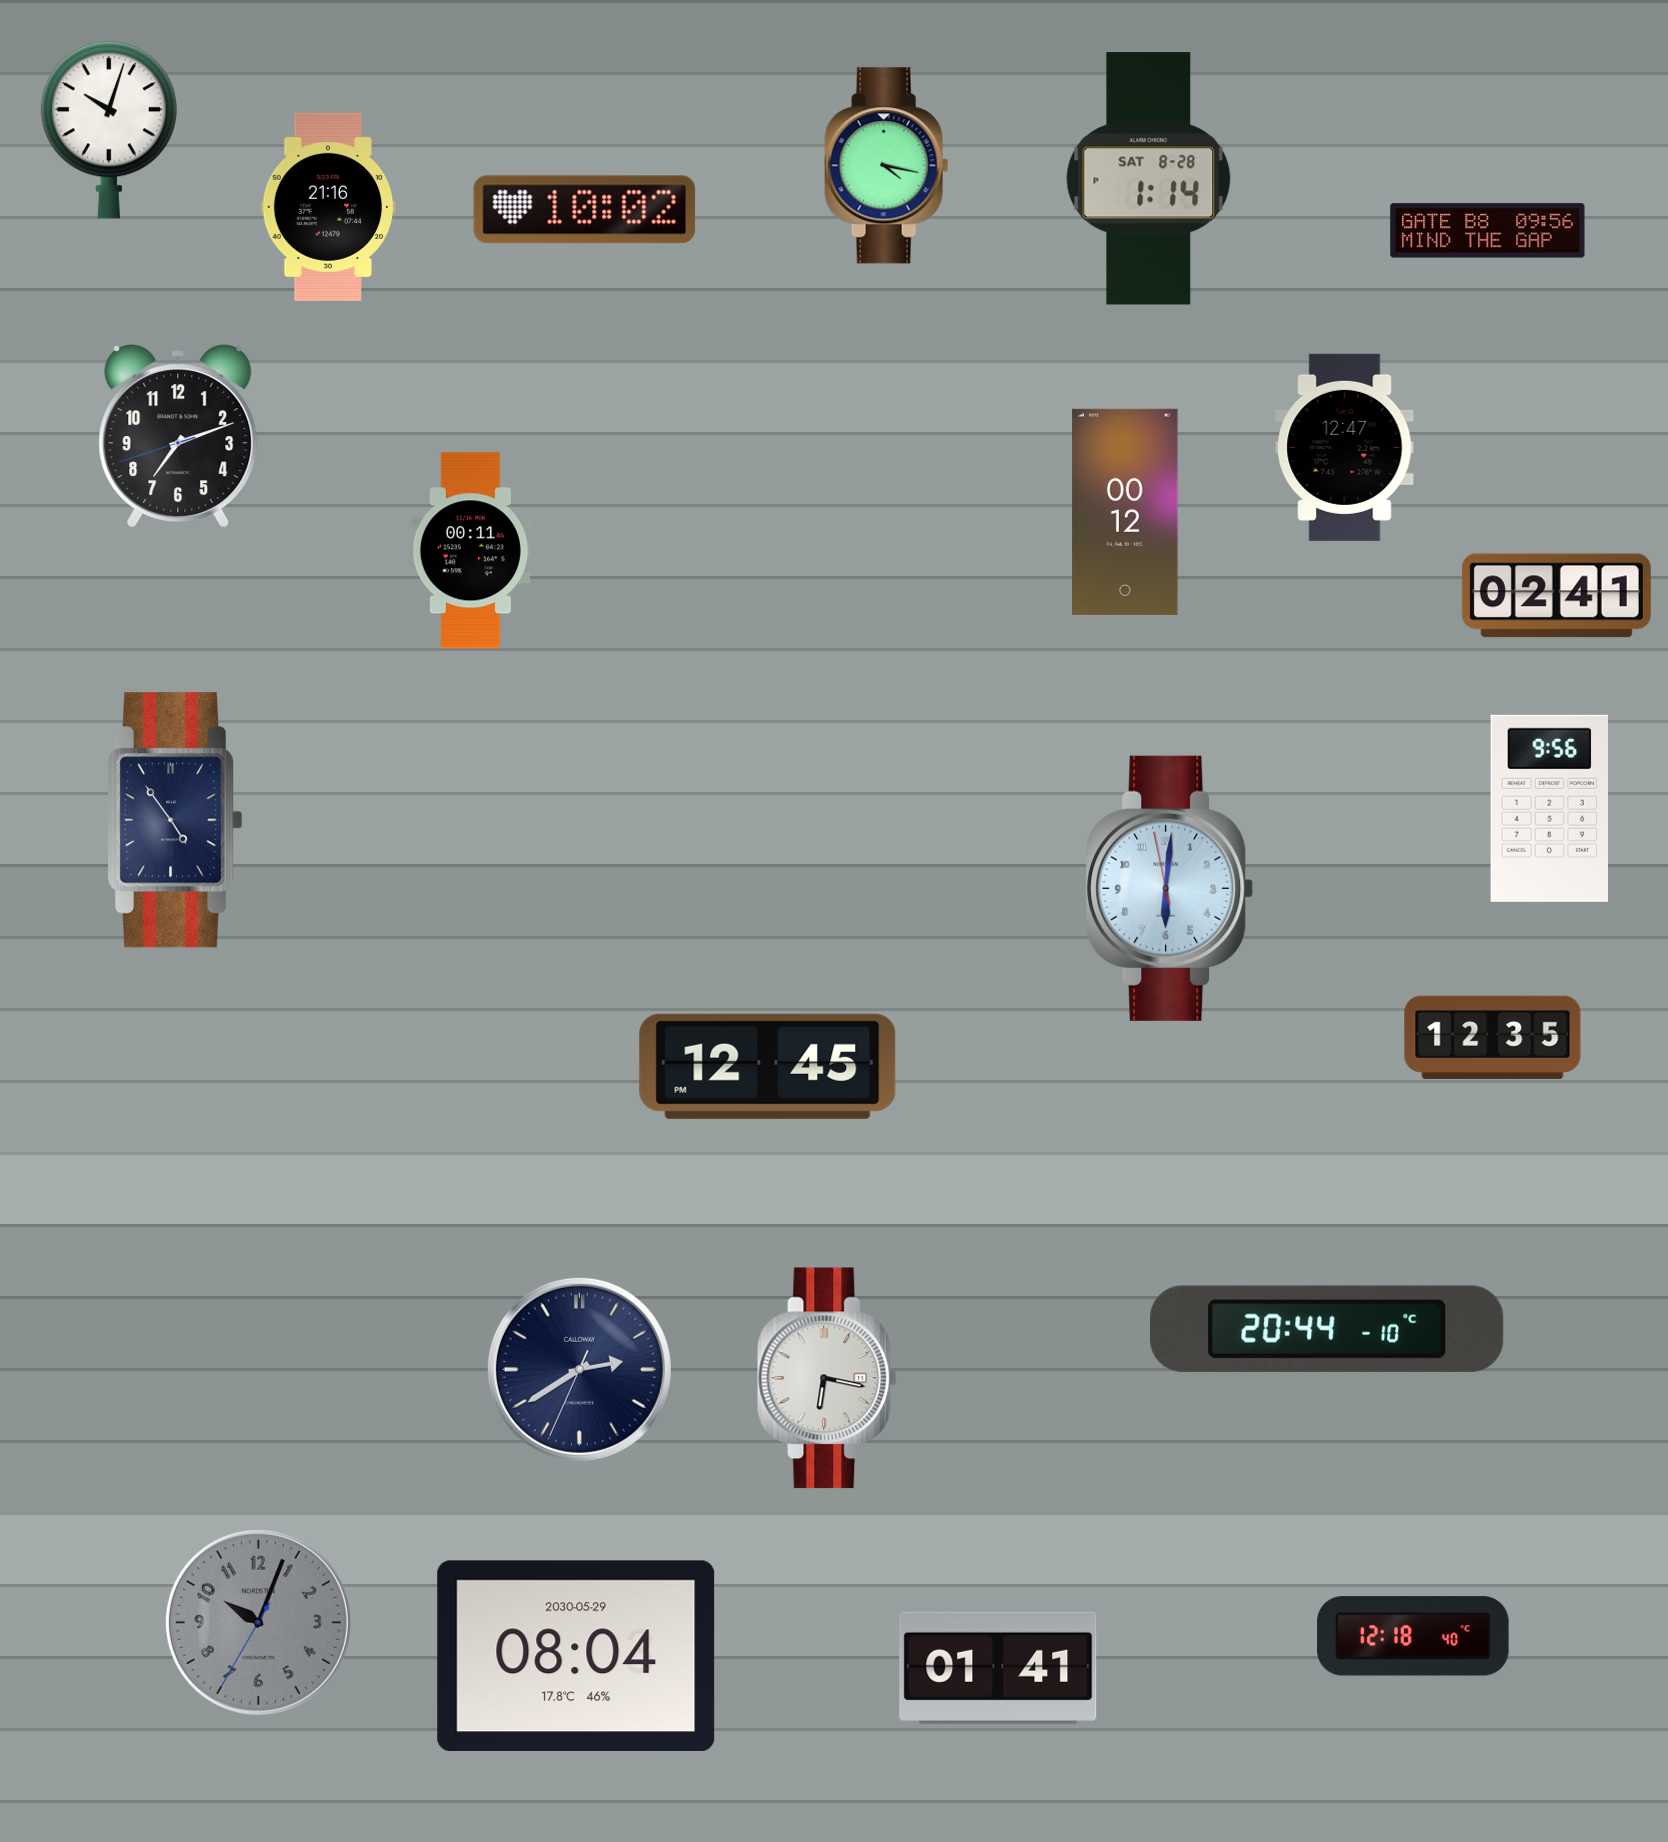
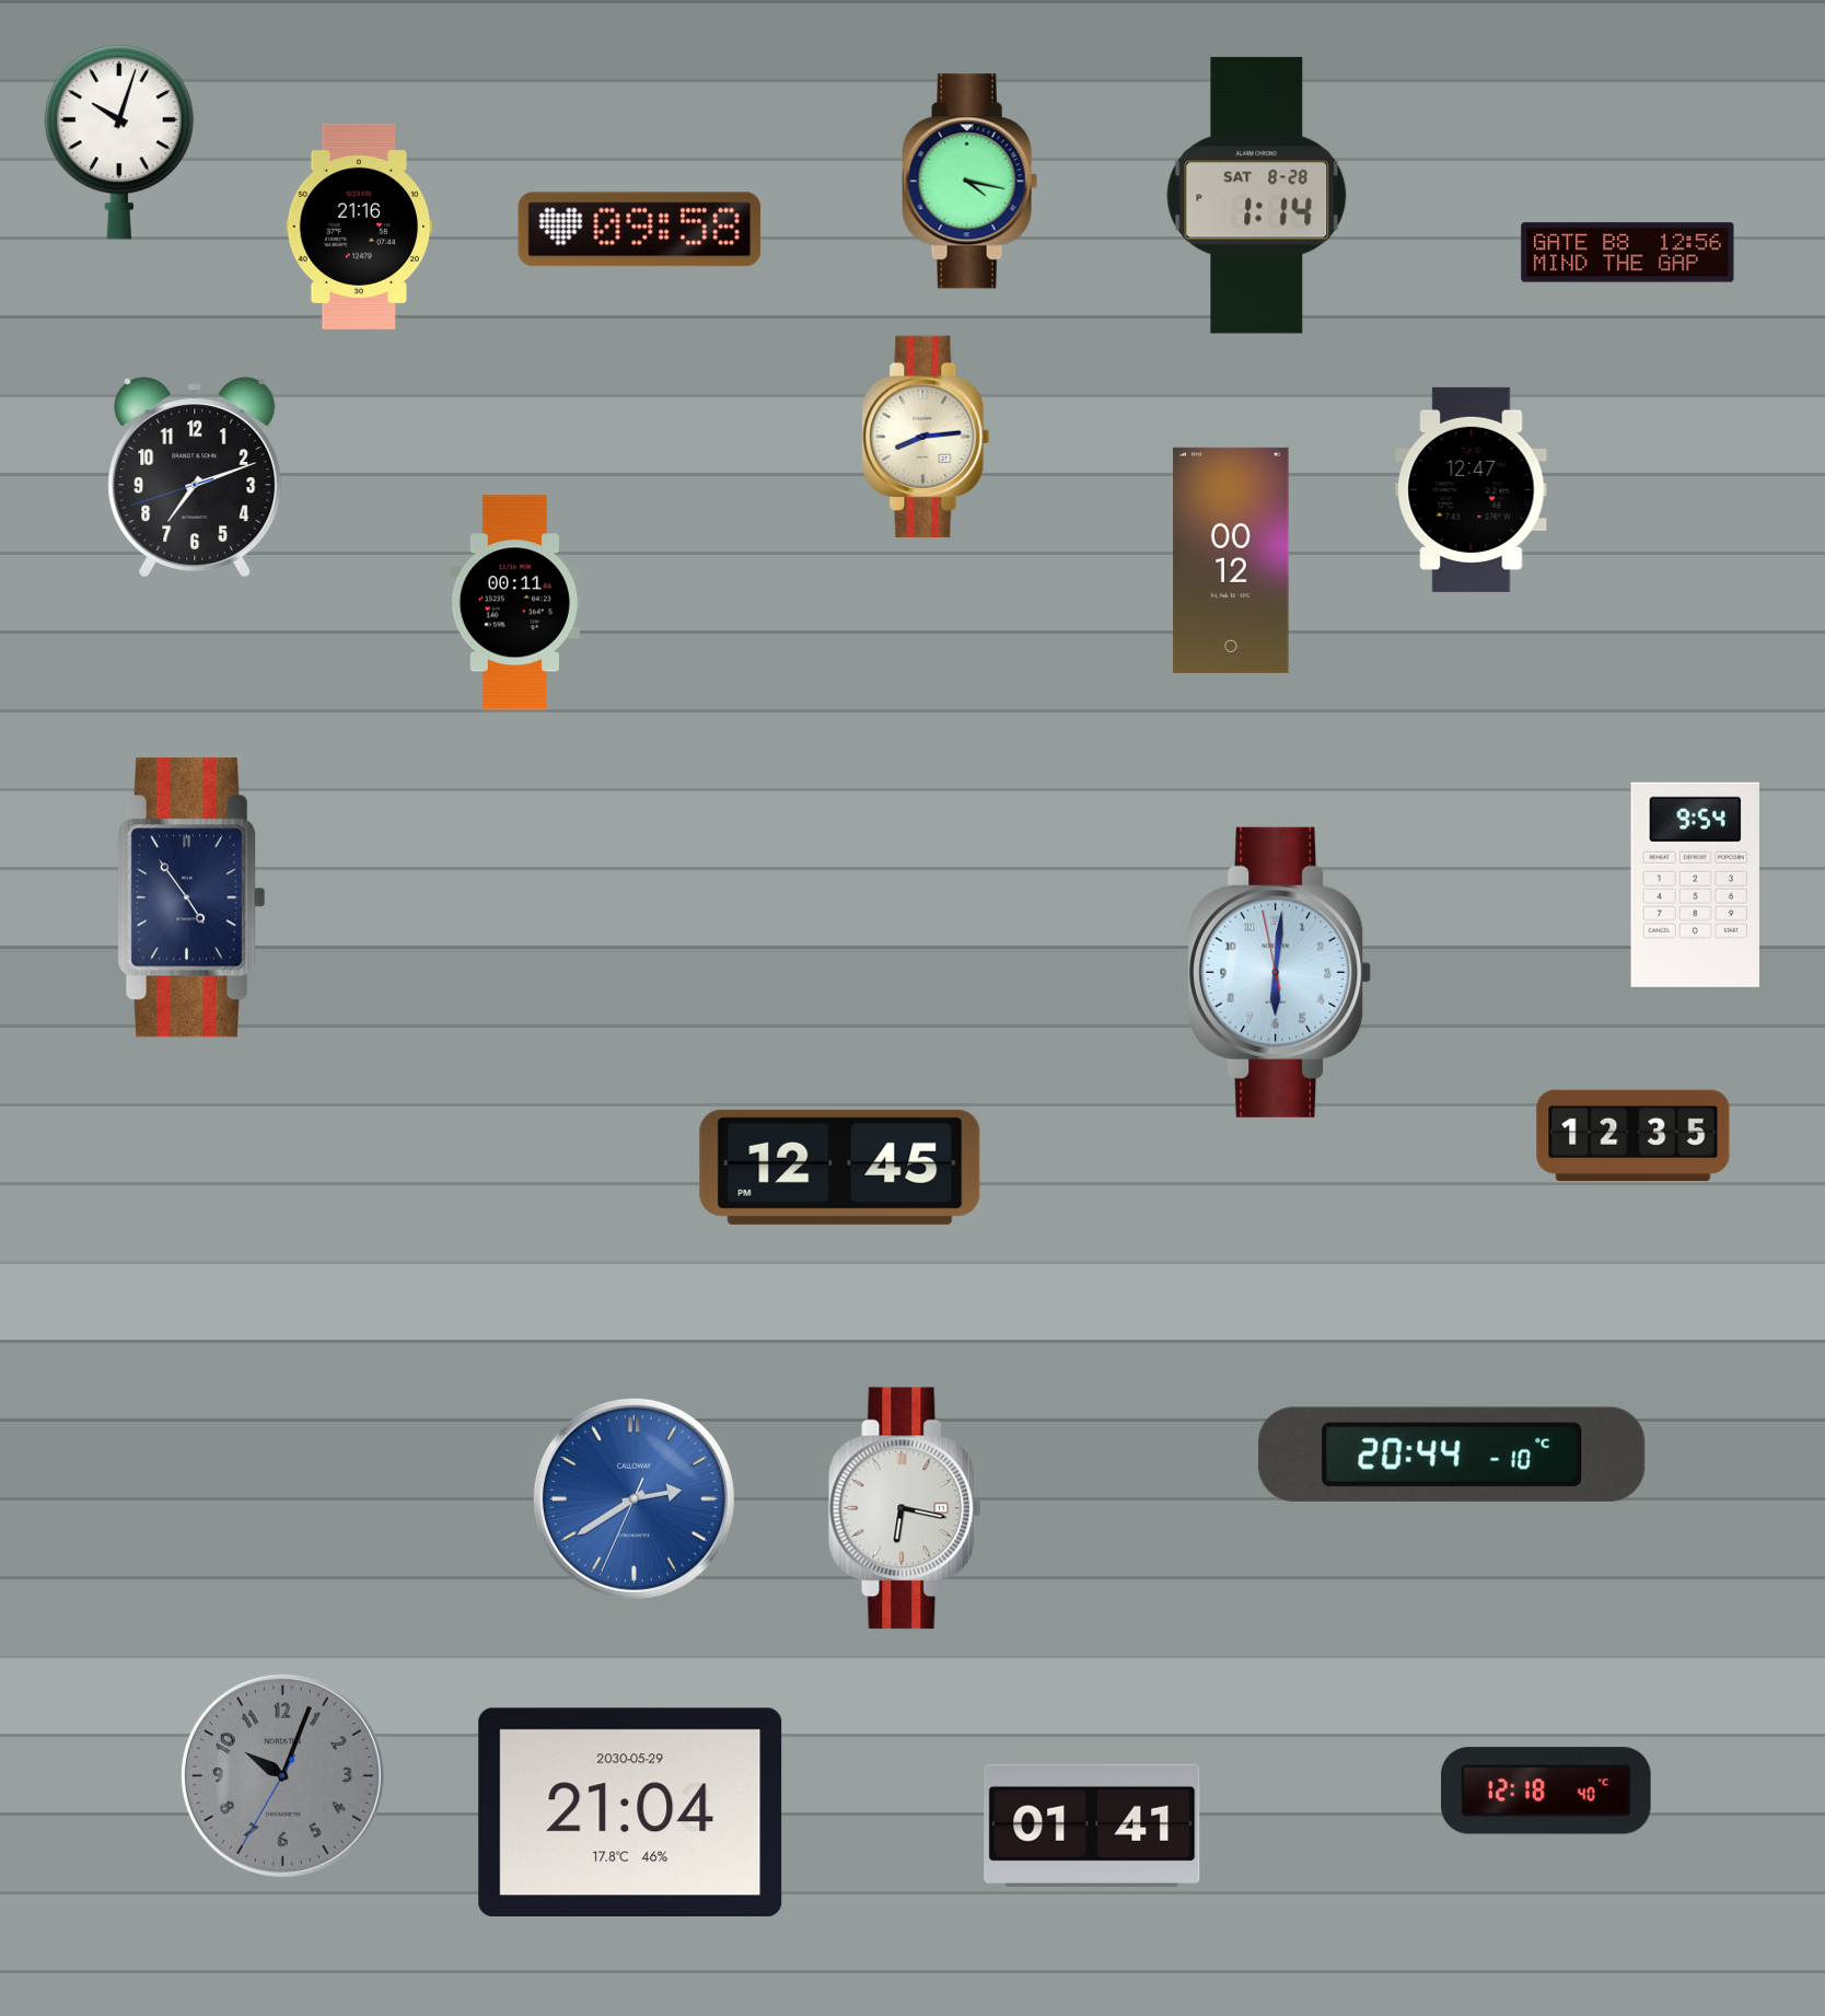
clock at (585, 210): 10:02 -> 09:58
clock at (1488, 231): 09:56 -> 12:56
clock at (926, 437): none -> 8:14
clock at (1556, 596): 02:41 -> none
clock at (1549, 808): 9:56 -> 9:54
clock at (579, 1369) dial: navy -> blue
clock at (576, 1655): 08:04 -> 21:04
